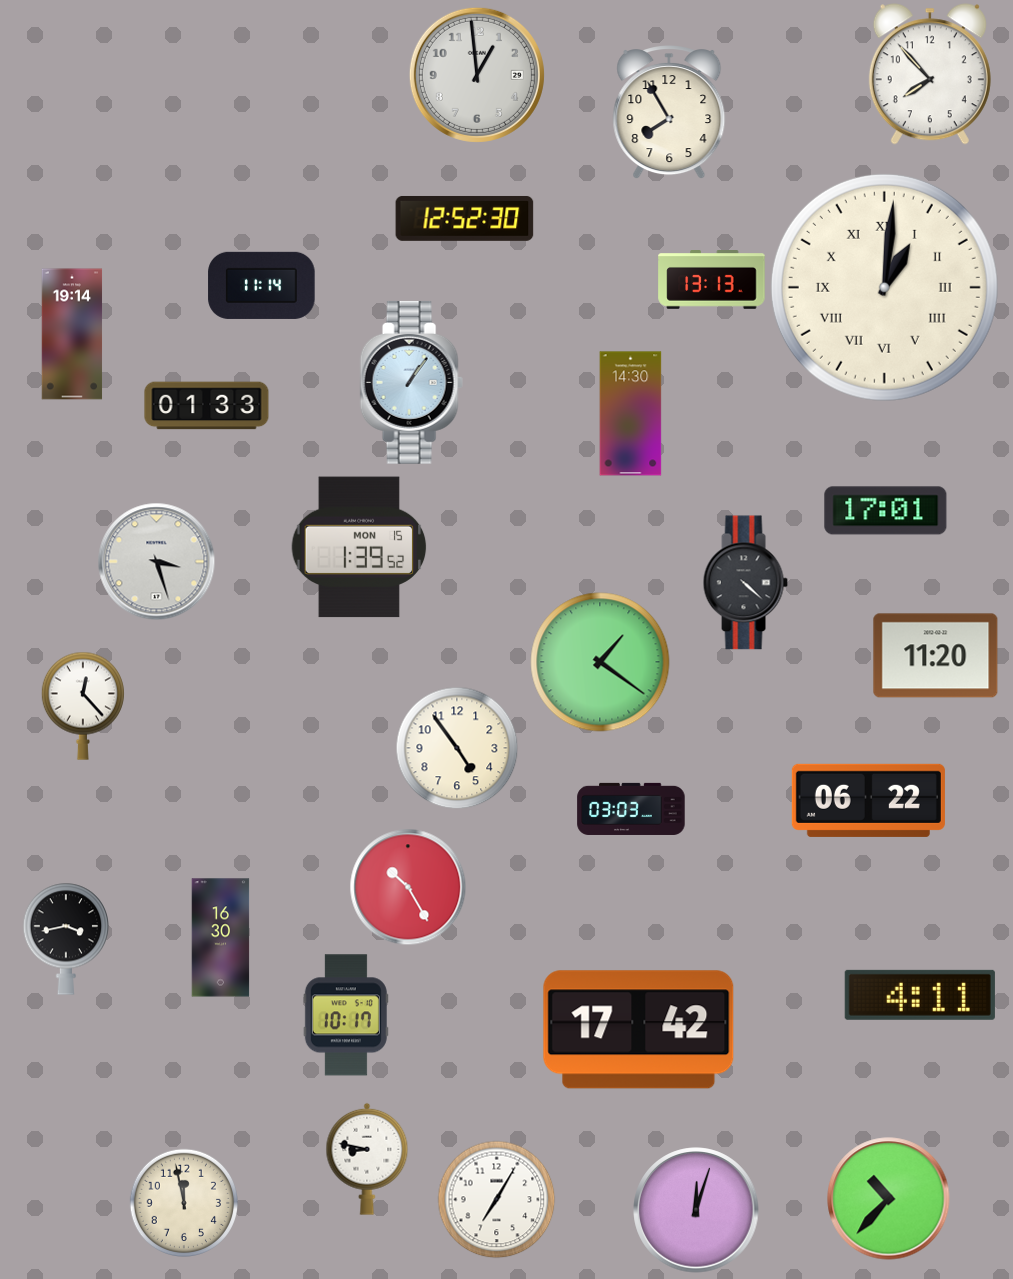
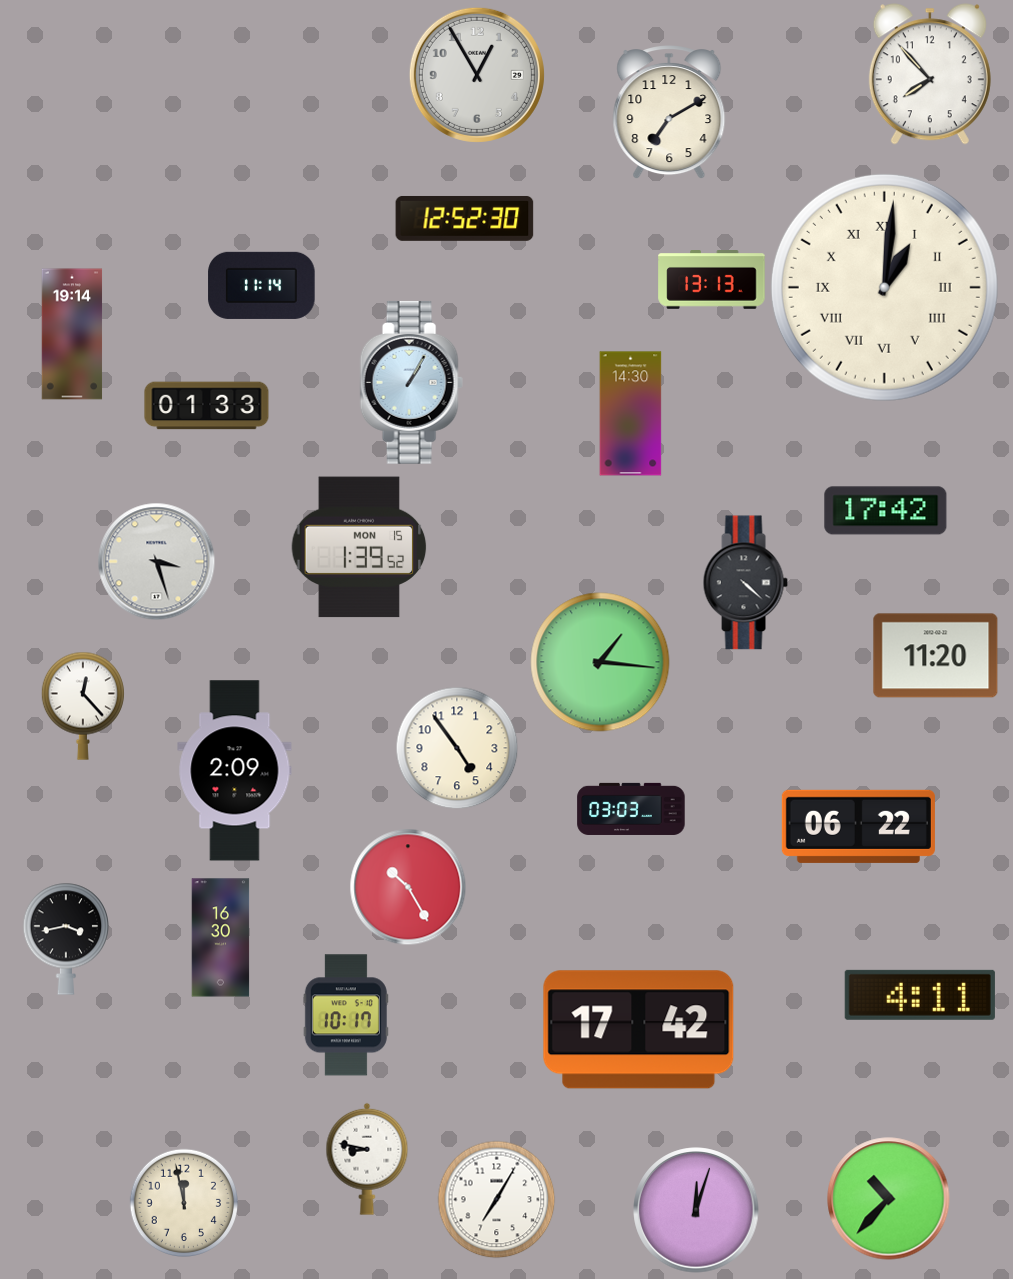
clock at (477, 75): 12:59 -> 12:55
clock at (669, 113): 7:55 -> 7:10
clock at (411, 382): 1:06 -> 1:05
clock at (886, 511): 17:01 -> 17:42
clock at (600, 662): 1:21 -> 1:16
clock at (235, 771): none -> 2:09
clock at (868, 800) position: (868, 800) -> (858, 826)
